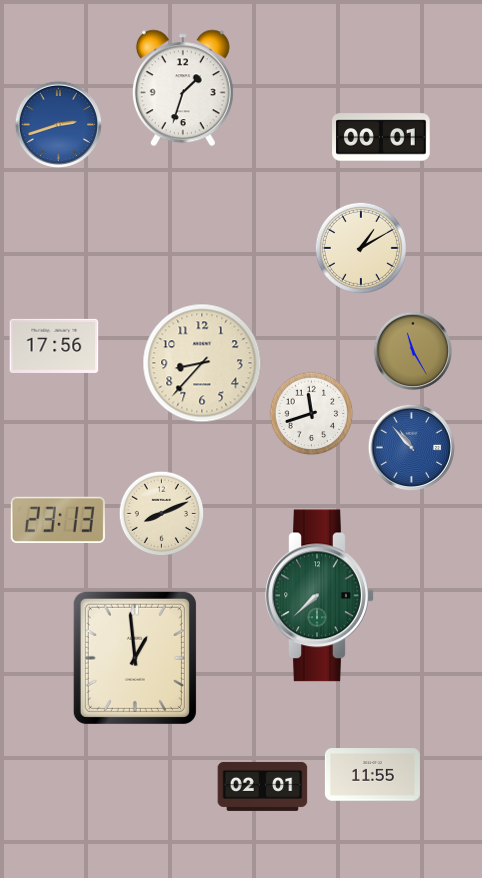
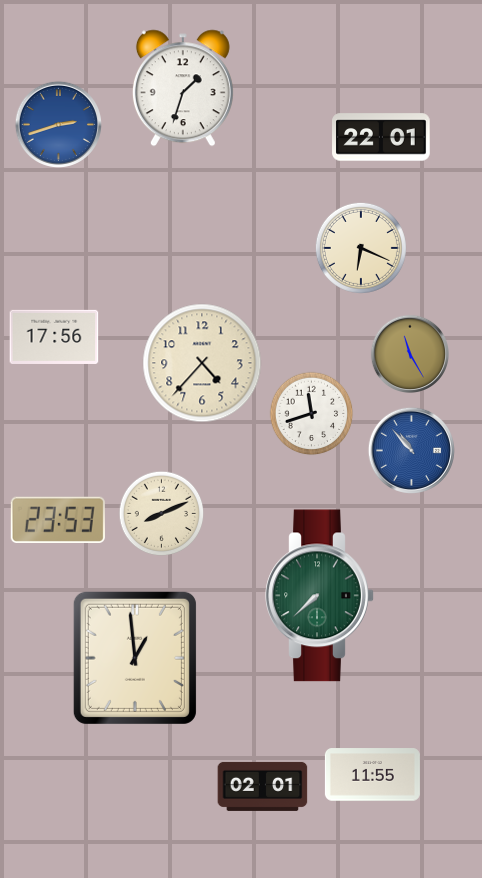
clock at (381, 137): 00:01 -> 22:01
clock at (361, 248): 1:10 -> 6:19
clock at (54, 346) position: (54, 346) -> (54, 337)
clock at (412, 350) position: (412, 350) -> (409, 353)
clock at (202, 363): 8:37 -> 4:37
clock at (411, 447) position: (411, 447) -> (411, 450)
clock at (58, 519): 23:13 -> 23:53
